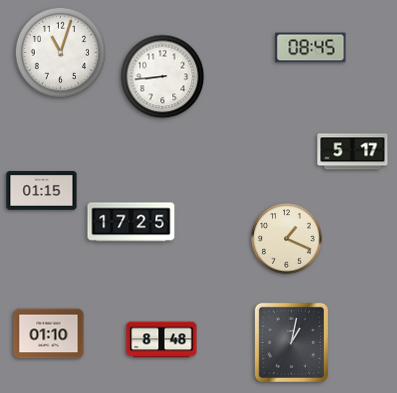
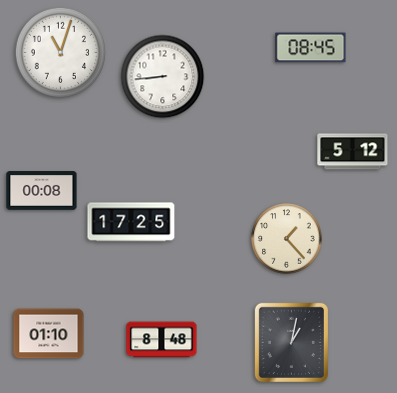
clock at (353, 152): 5:17 -> 5:12
clock at (42, 191): 01:15 -> 00:08
clock at (287, 239): 1:19 -> 1:23
